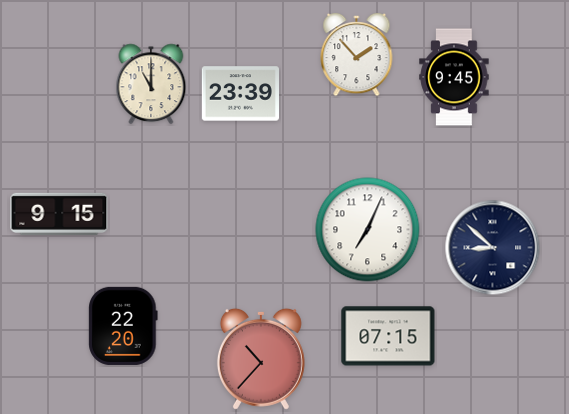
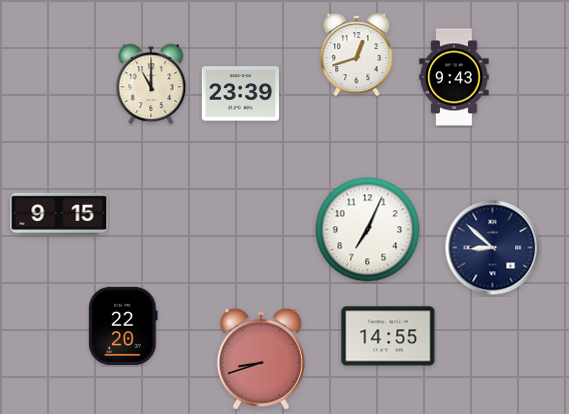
clock at (357, 55): 1:53 -> 12:42
clock at (454, 77): 9:45 -> 9:43
clock at (388, 336): 07:15 -> 14:55
clock at (261, 359): 10:37 -> 8:42
